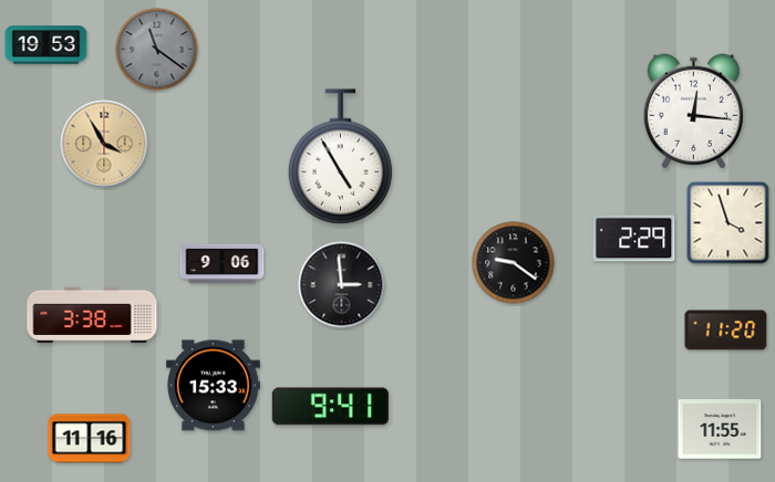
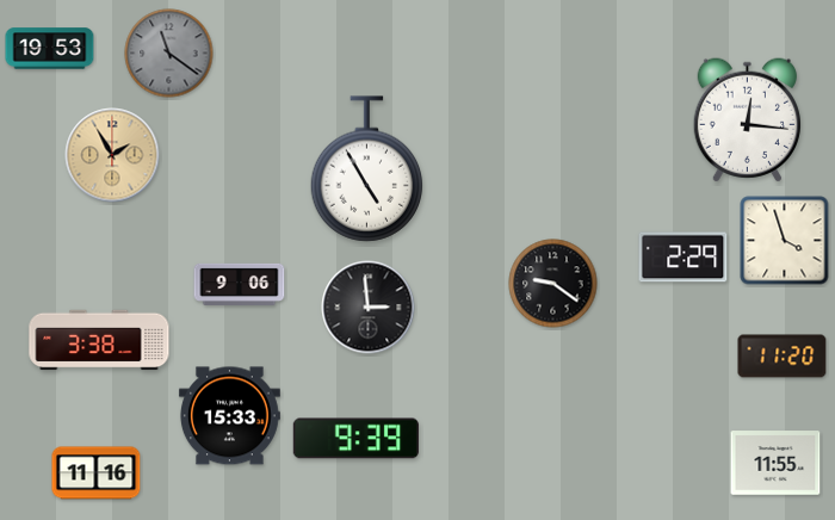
clock at (104, 144): 3:55 -> 1:55
clock at (330, 407): 9:41 -> 9:39
